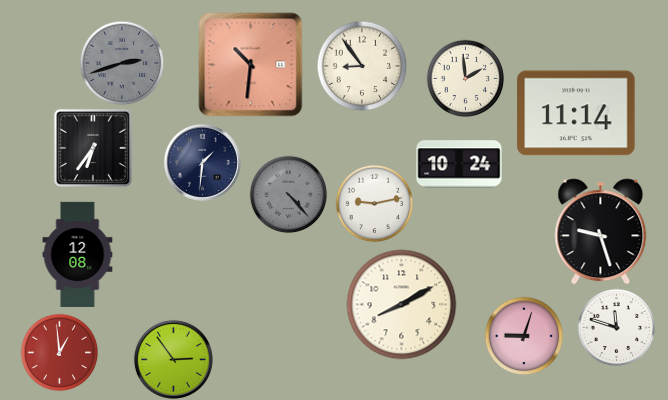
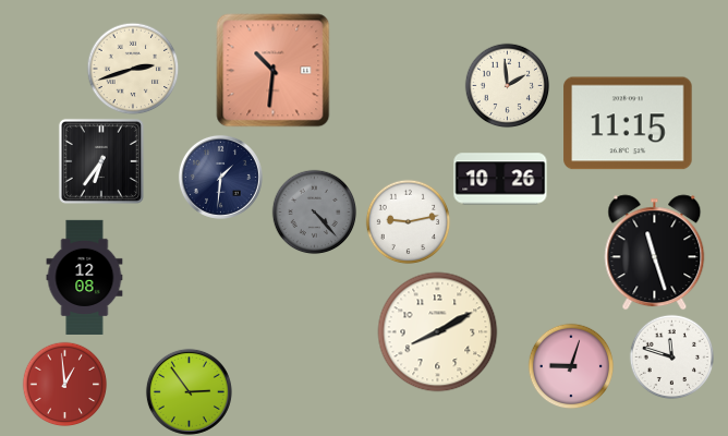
clock at (122, 63) dial: grey -> cream
clock at (362, 66): 8:54 -> none
clock at (576, 113): 11:14 -> 11:15
clock at (459, 164): 10:24 -> 10:26
clock at (601, 232): 9:27 -> 11:27
